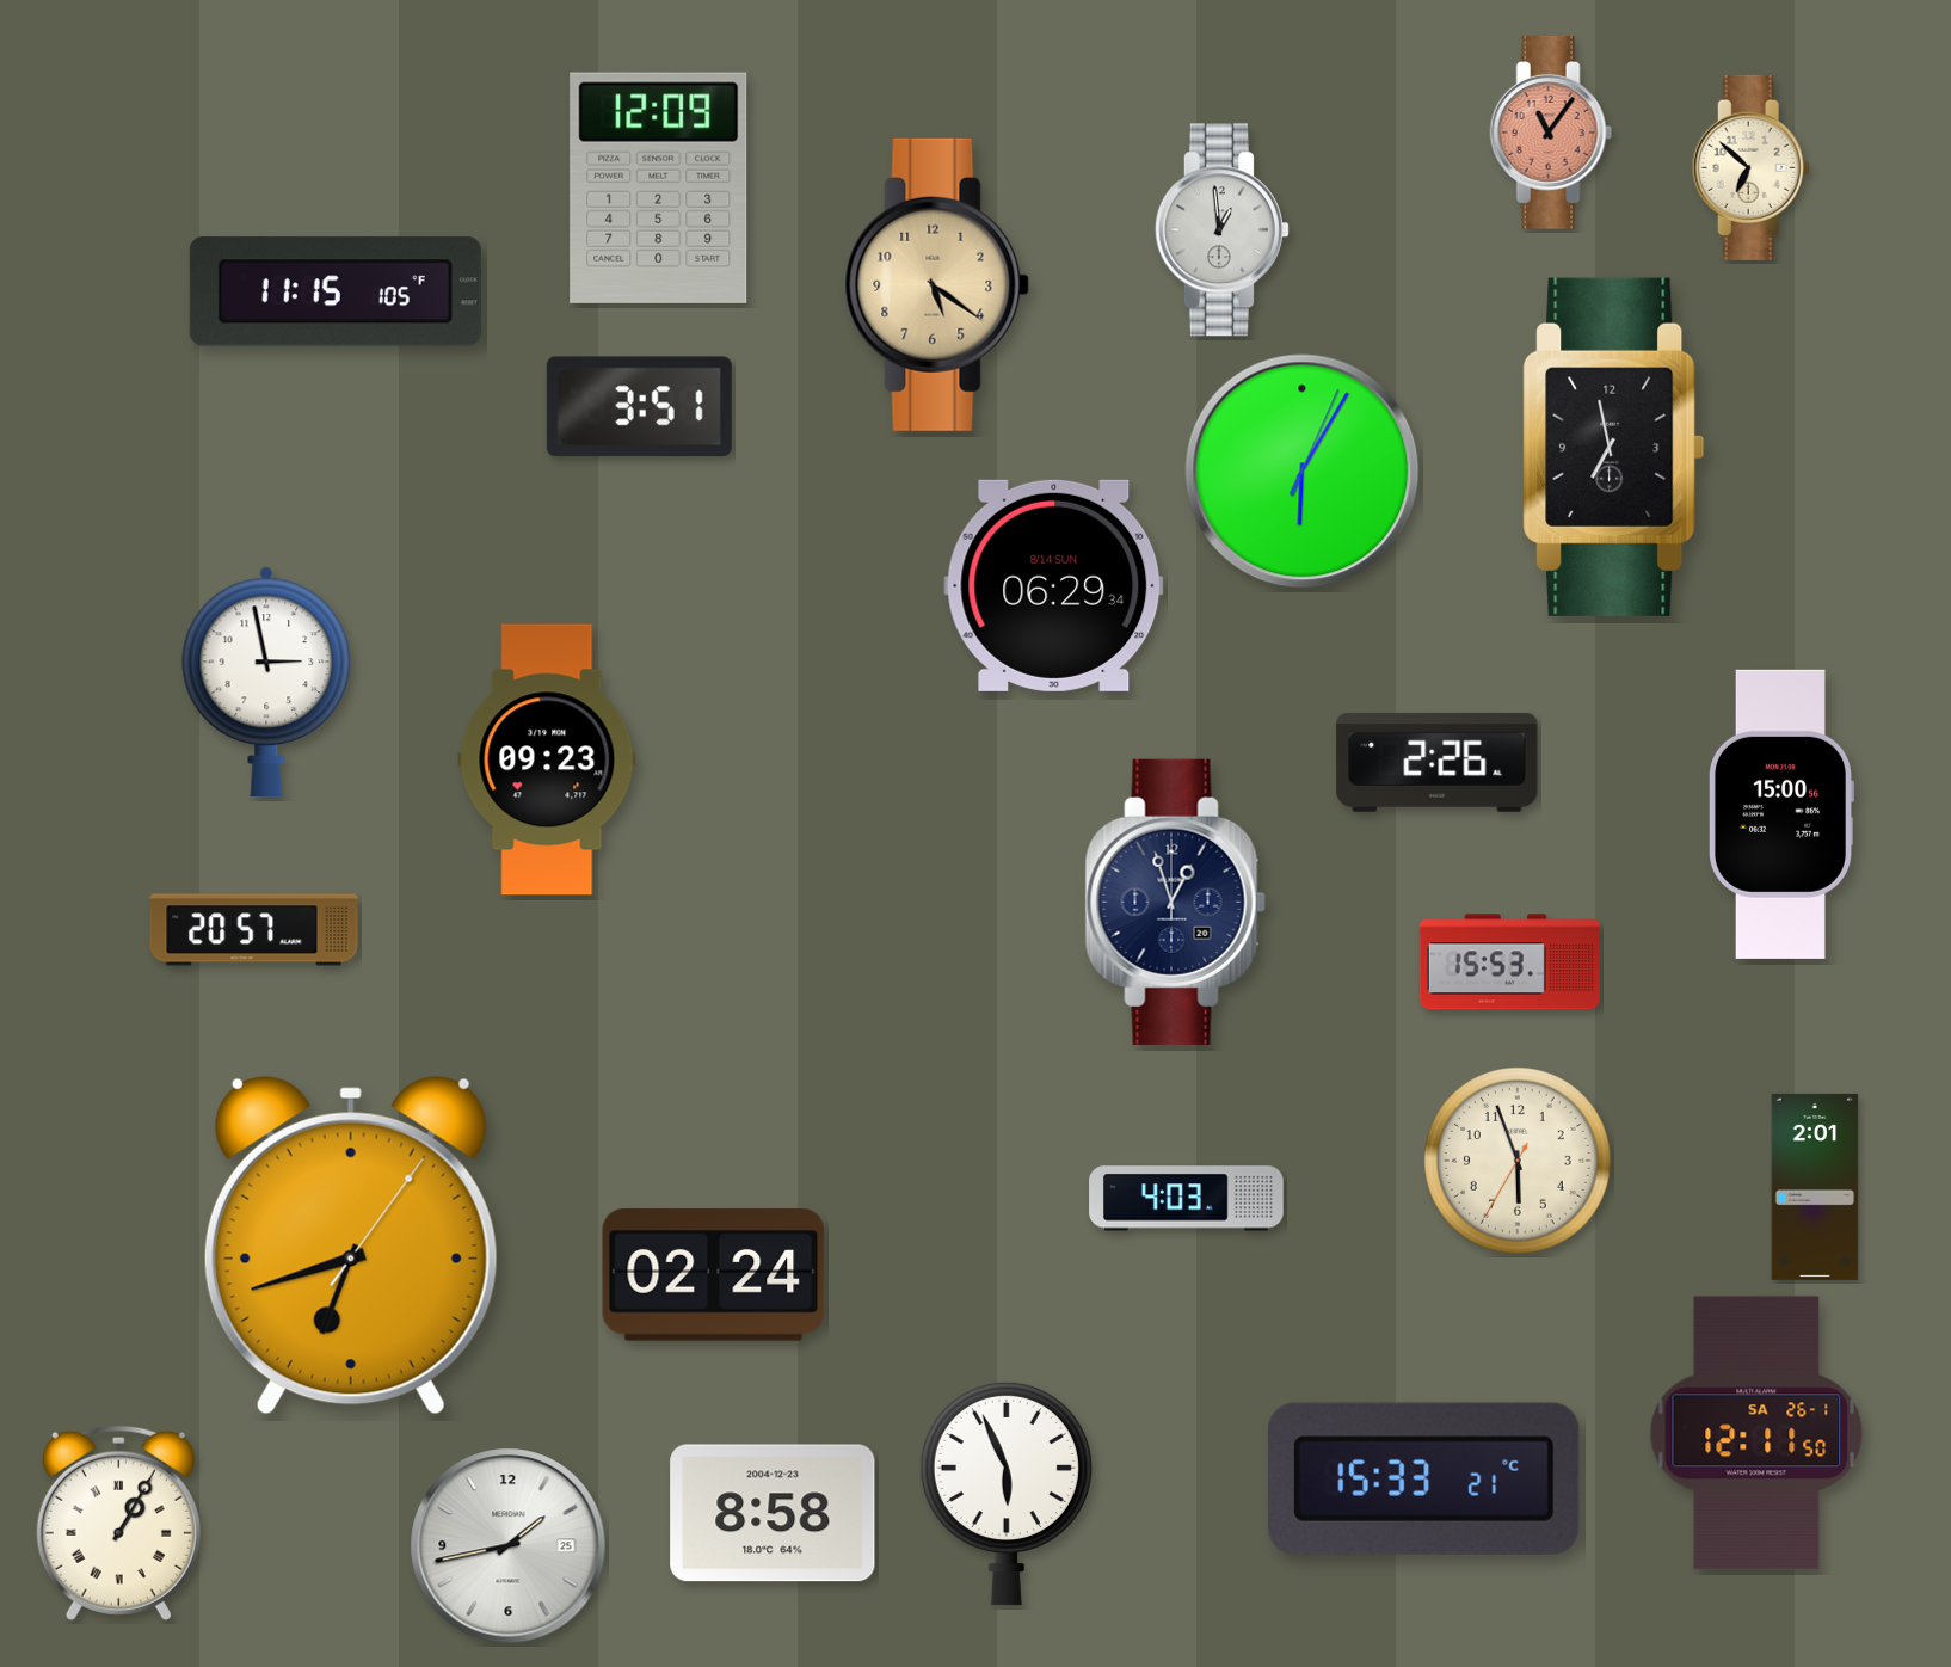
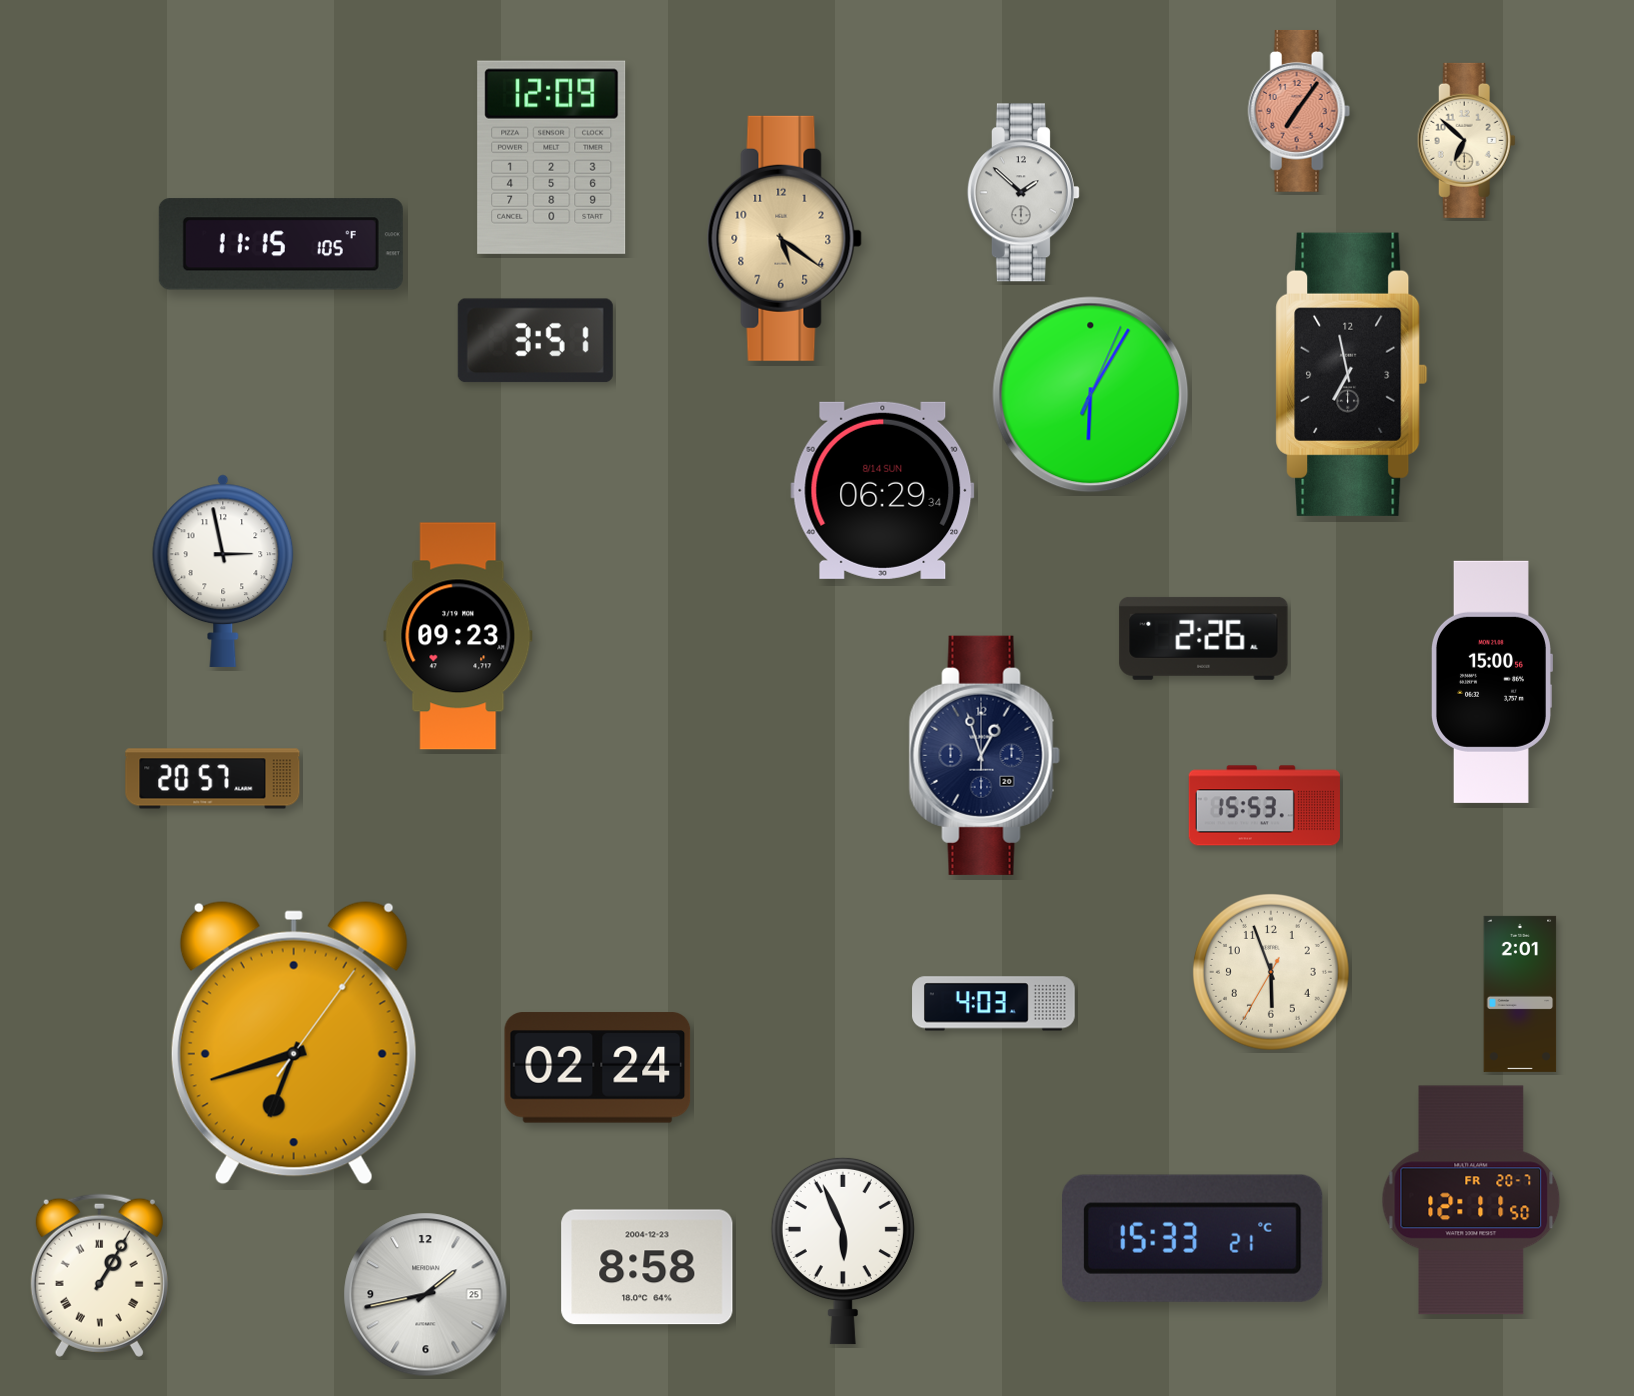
clock at (1551, 133): 11:06 -> 7:06
clock at (1221, 230): 12:59 -> 1:52
clock at (1756, 1433) date: SA 26-1 -> FR 20-7
